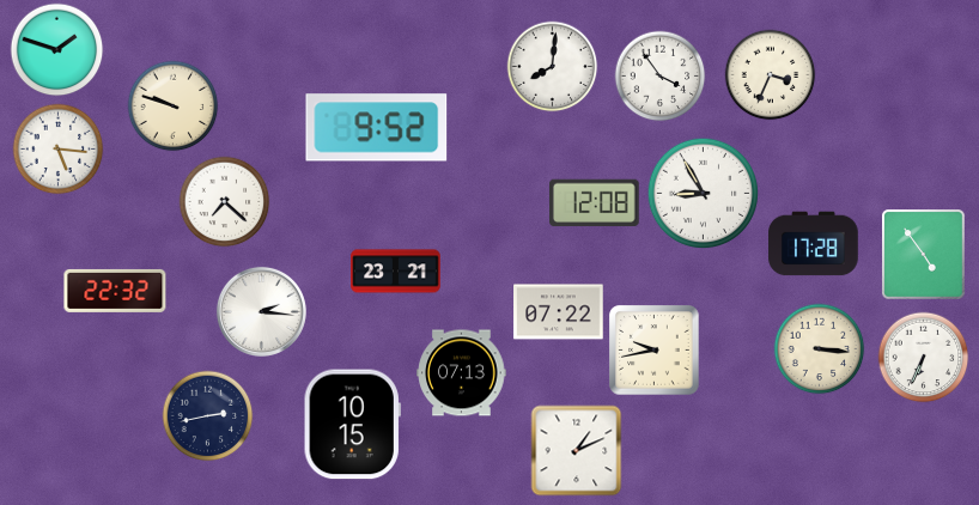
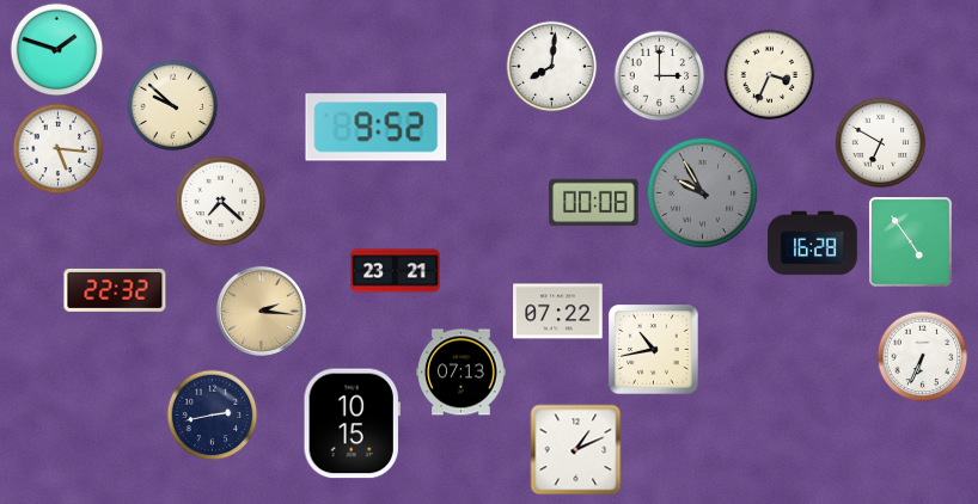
clock at (661, 77): 3:54 -> 3:00
clock at (174, 107): 9:48 -> 9:52
clock at (881, 143): none -> 6:50
clock at (704, 194): 8:55 -> 9:55
clock at (704, 194) dial: white -> grey
clock at (225, 202) position: (225, 202) -> (221, 202)
clock at (595, 203): 12:08 -> 00:08
clock at (814, 244): 17:28 -> 16:28
clock at (924, 255) position: (924, 255) -> (911, 242)
clock at (261, 311) dial: white -> champagne
clock at (820, 349): 3:16 -> none
clock at (655, 351): 9:43 -> 10:43
clock at (208, 416) position: (208, 416) -> (213, 416)
